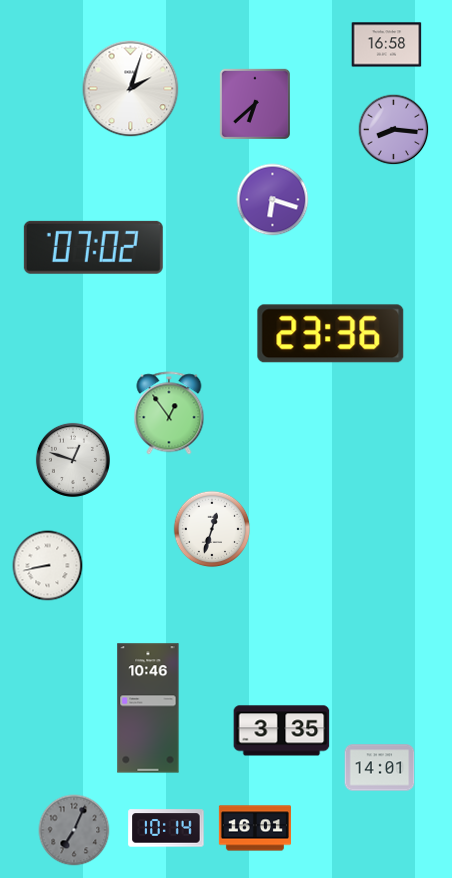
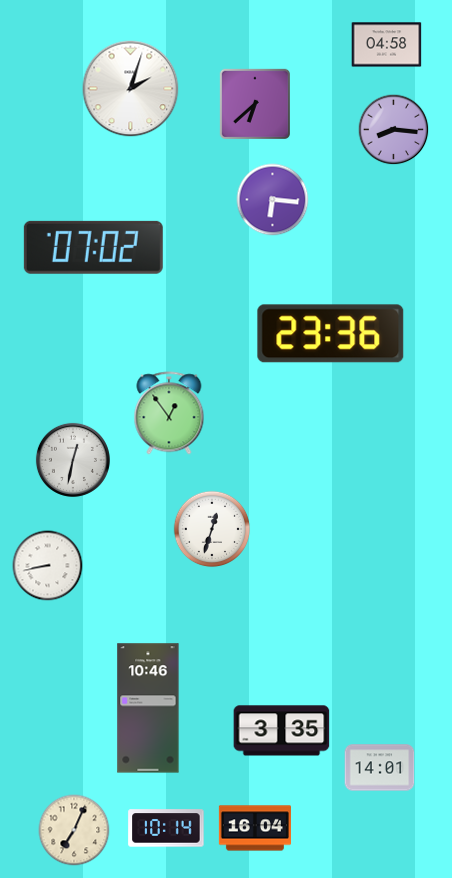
clock at (387, 45): 16:58 -> 04:58
clock at (273, 200): 6:18 -> 6:16
clock at (73, 460): 12:48 -> 12:32
clock at (255, 828): 16:01 -> 16:04
clock at (74, 830) dial: grey -> cream
